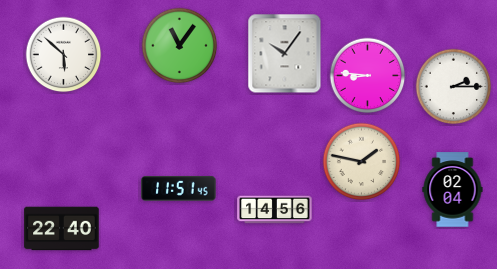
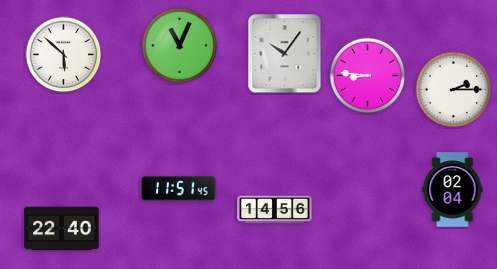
clock at (180, 46): 11:06 -> 11:04
clock at (454, 87) position: (454, 87) -> (454, 90)
clock at (362, 162): 1:47 -> none
